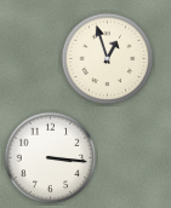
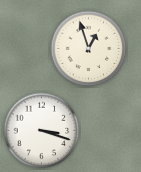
clock at (51, 158): 3:16 -> 3:18
